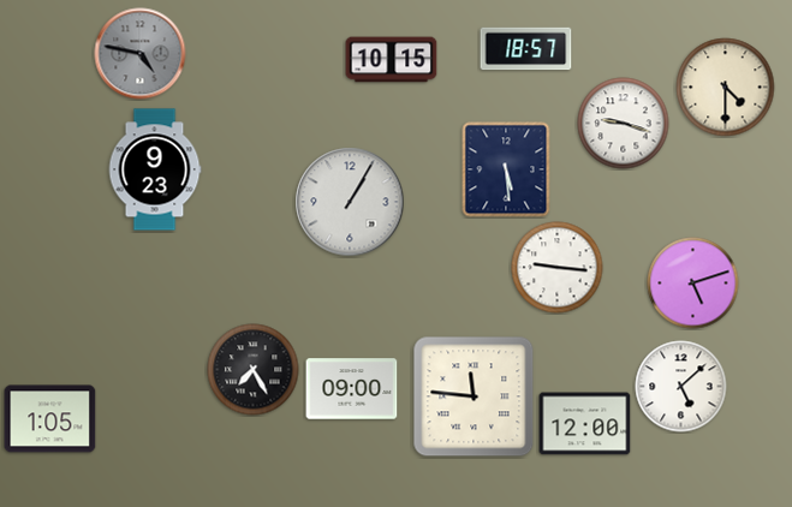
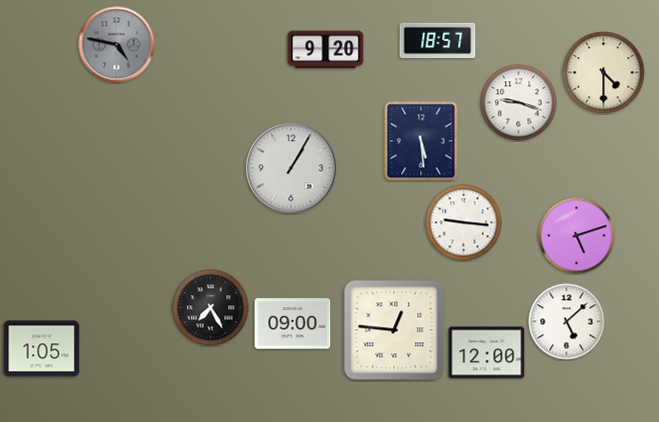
clock at (392, 60): 10:15 -> 9:20
clock at (155, 169): 9:23 -> none
clock at (474, 396): 11:46 -> 12:46
